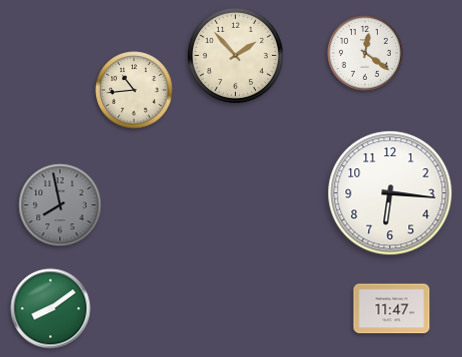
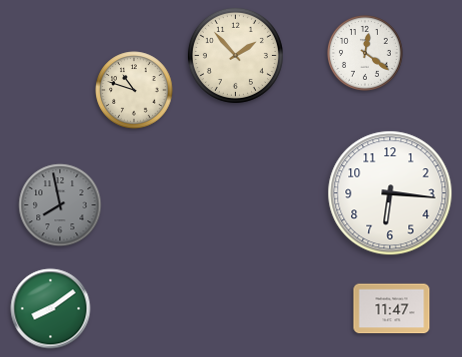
clock at (134, 90): 10:44 -> 10:48
